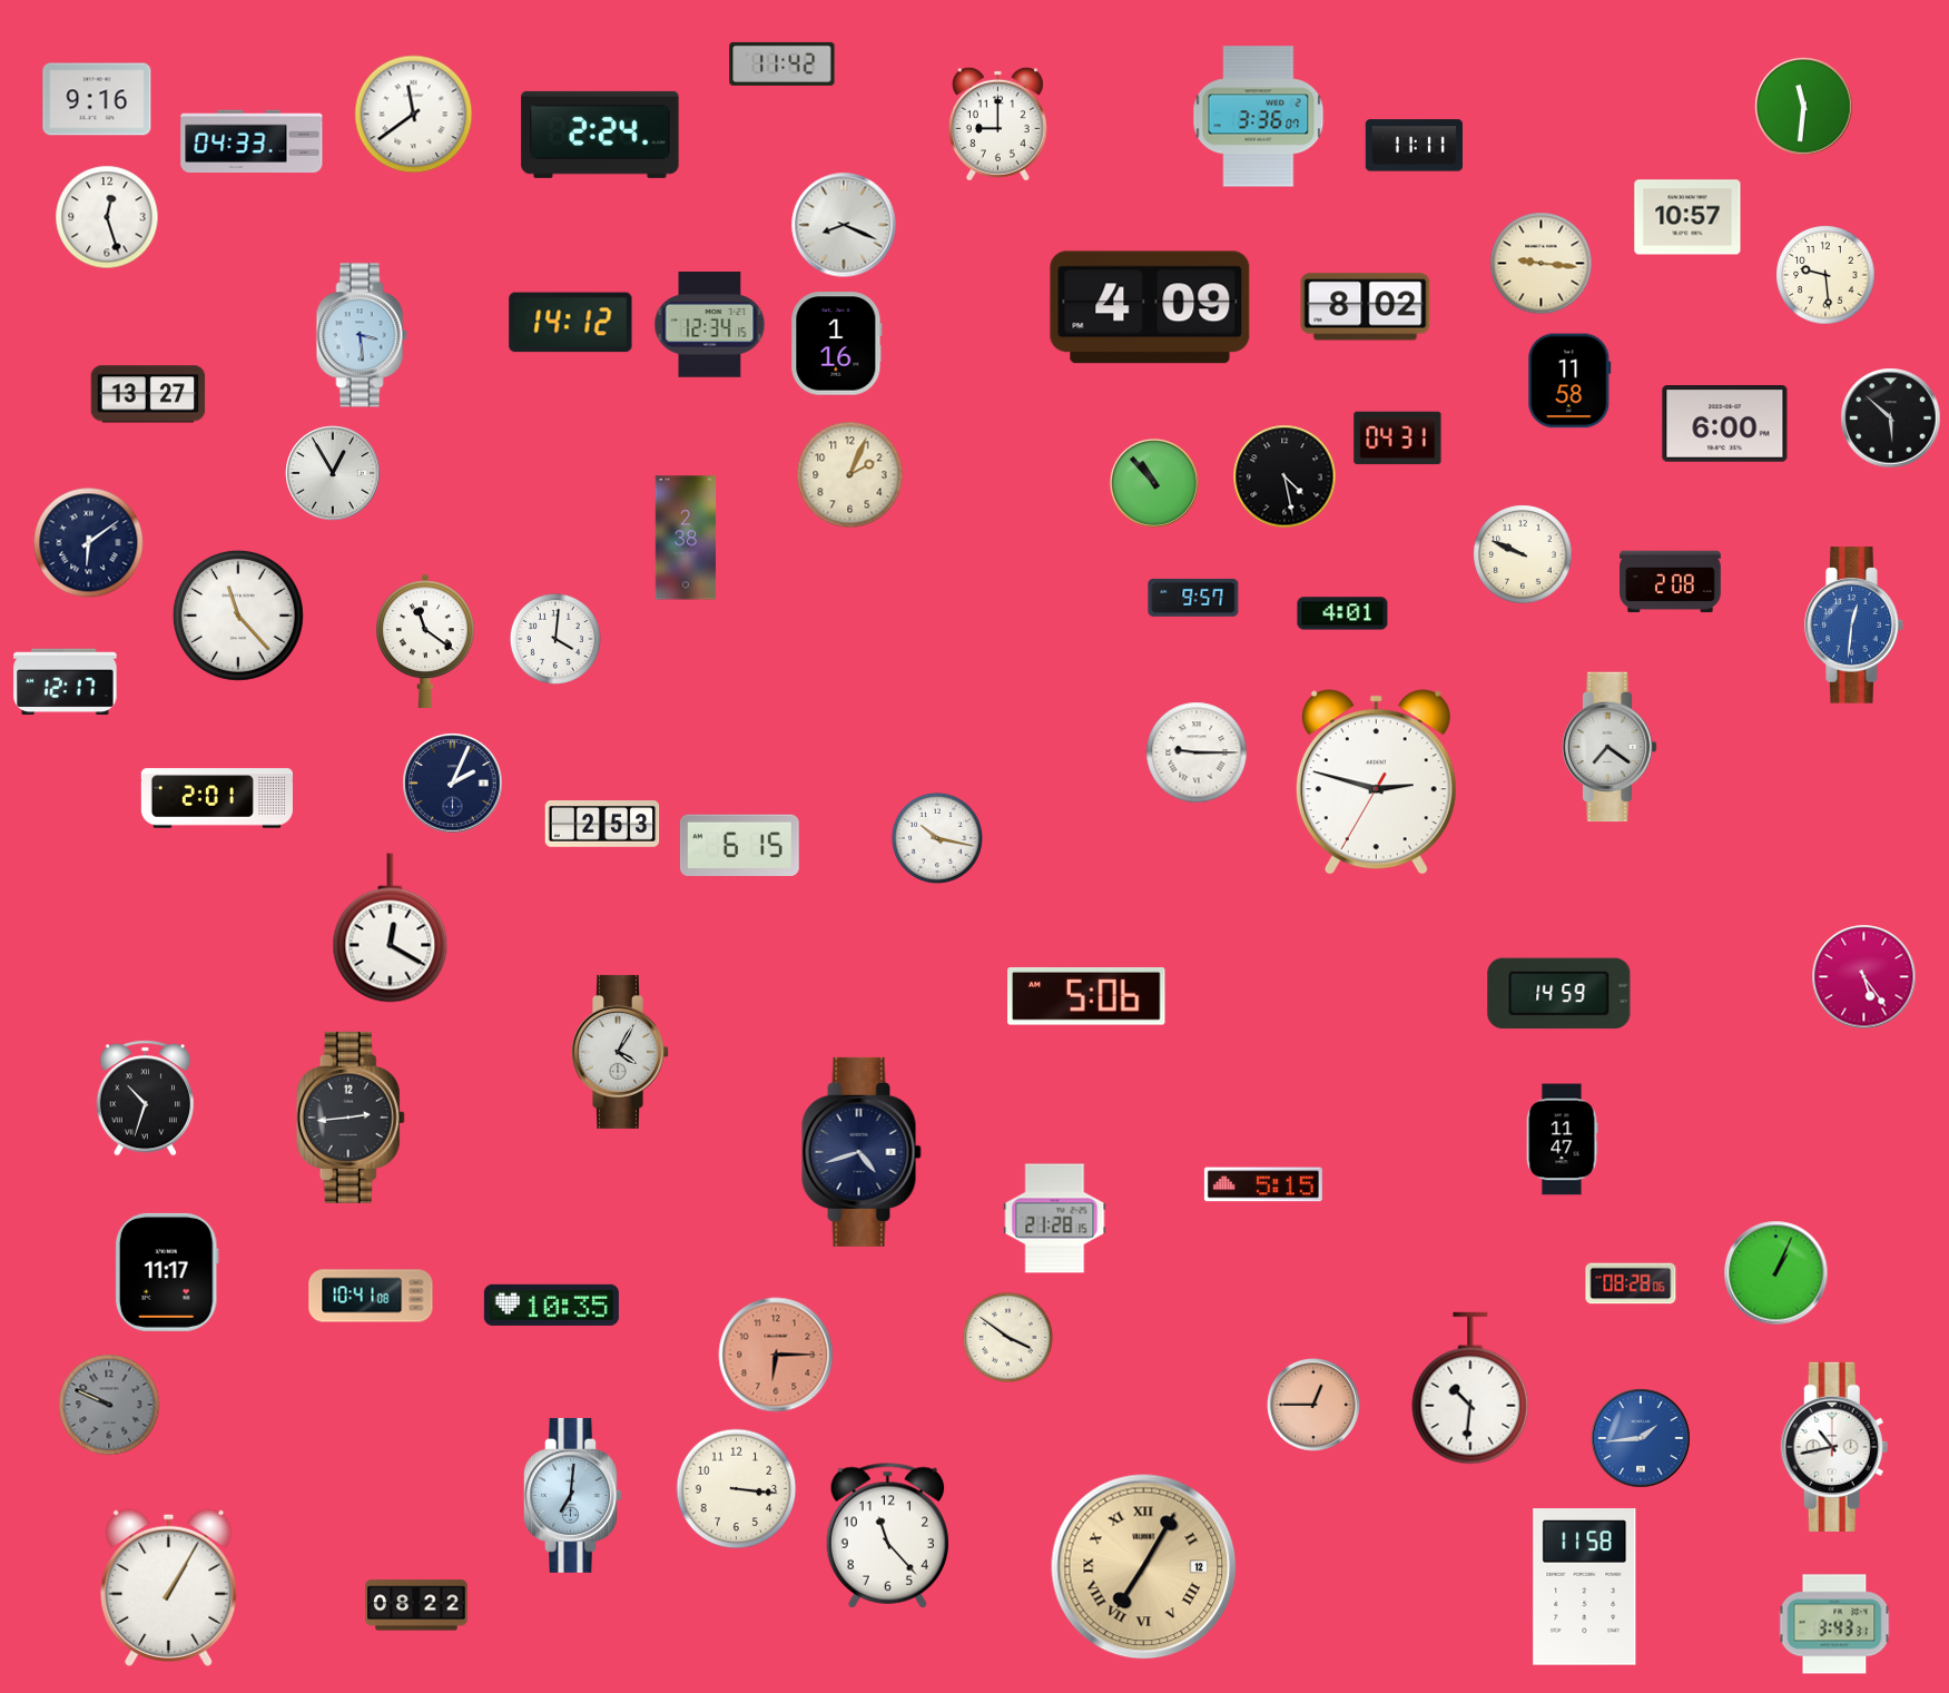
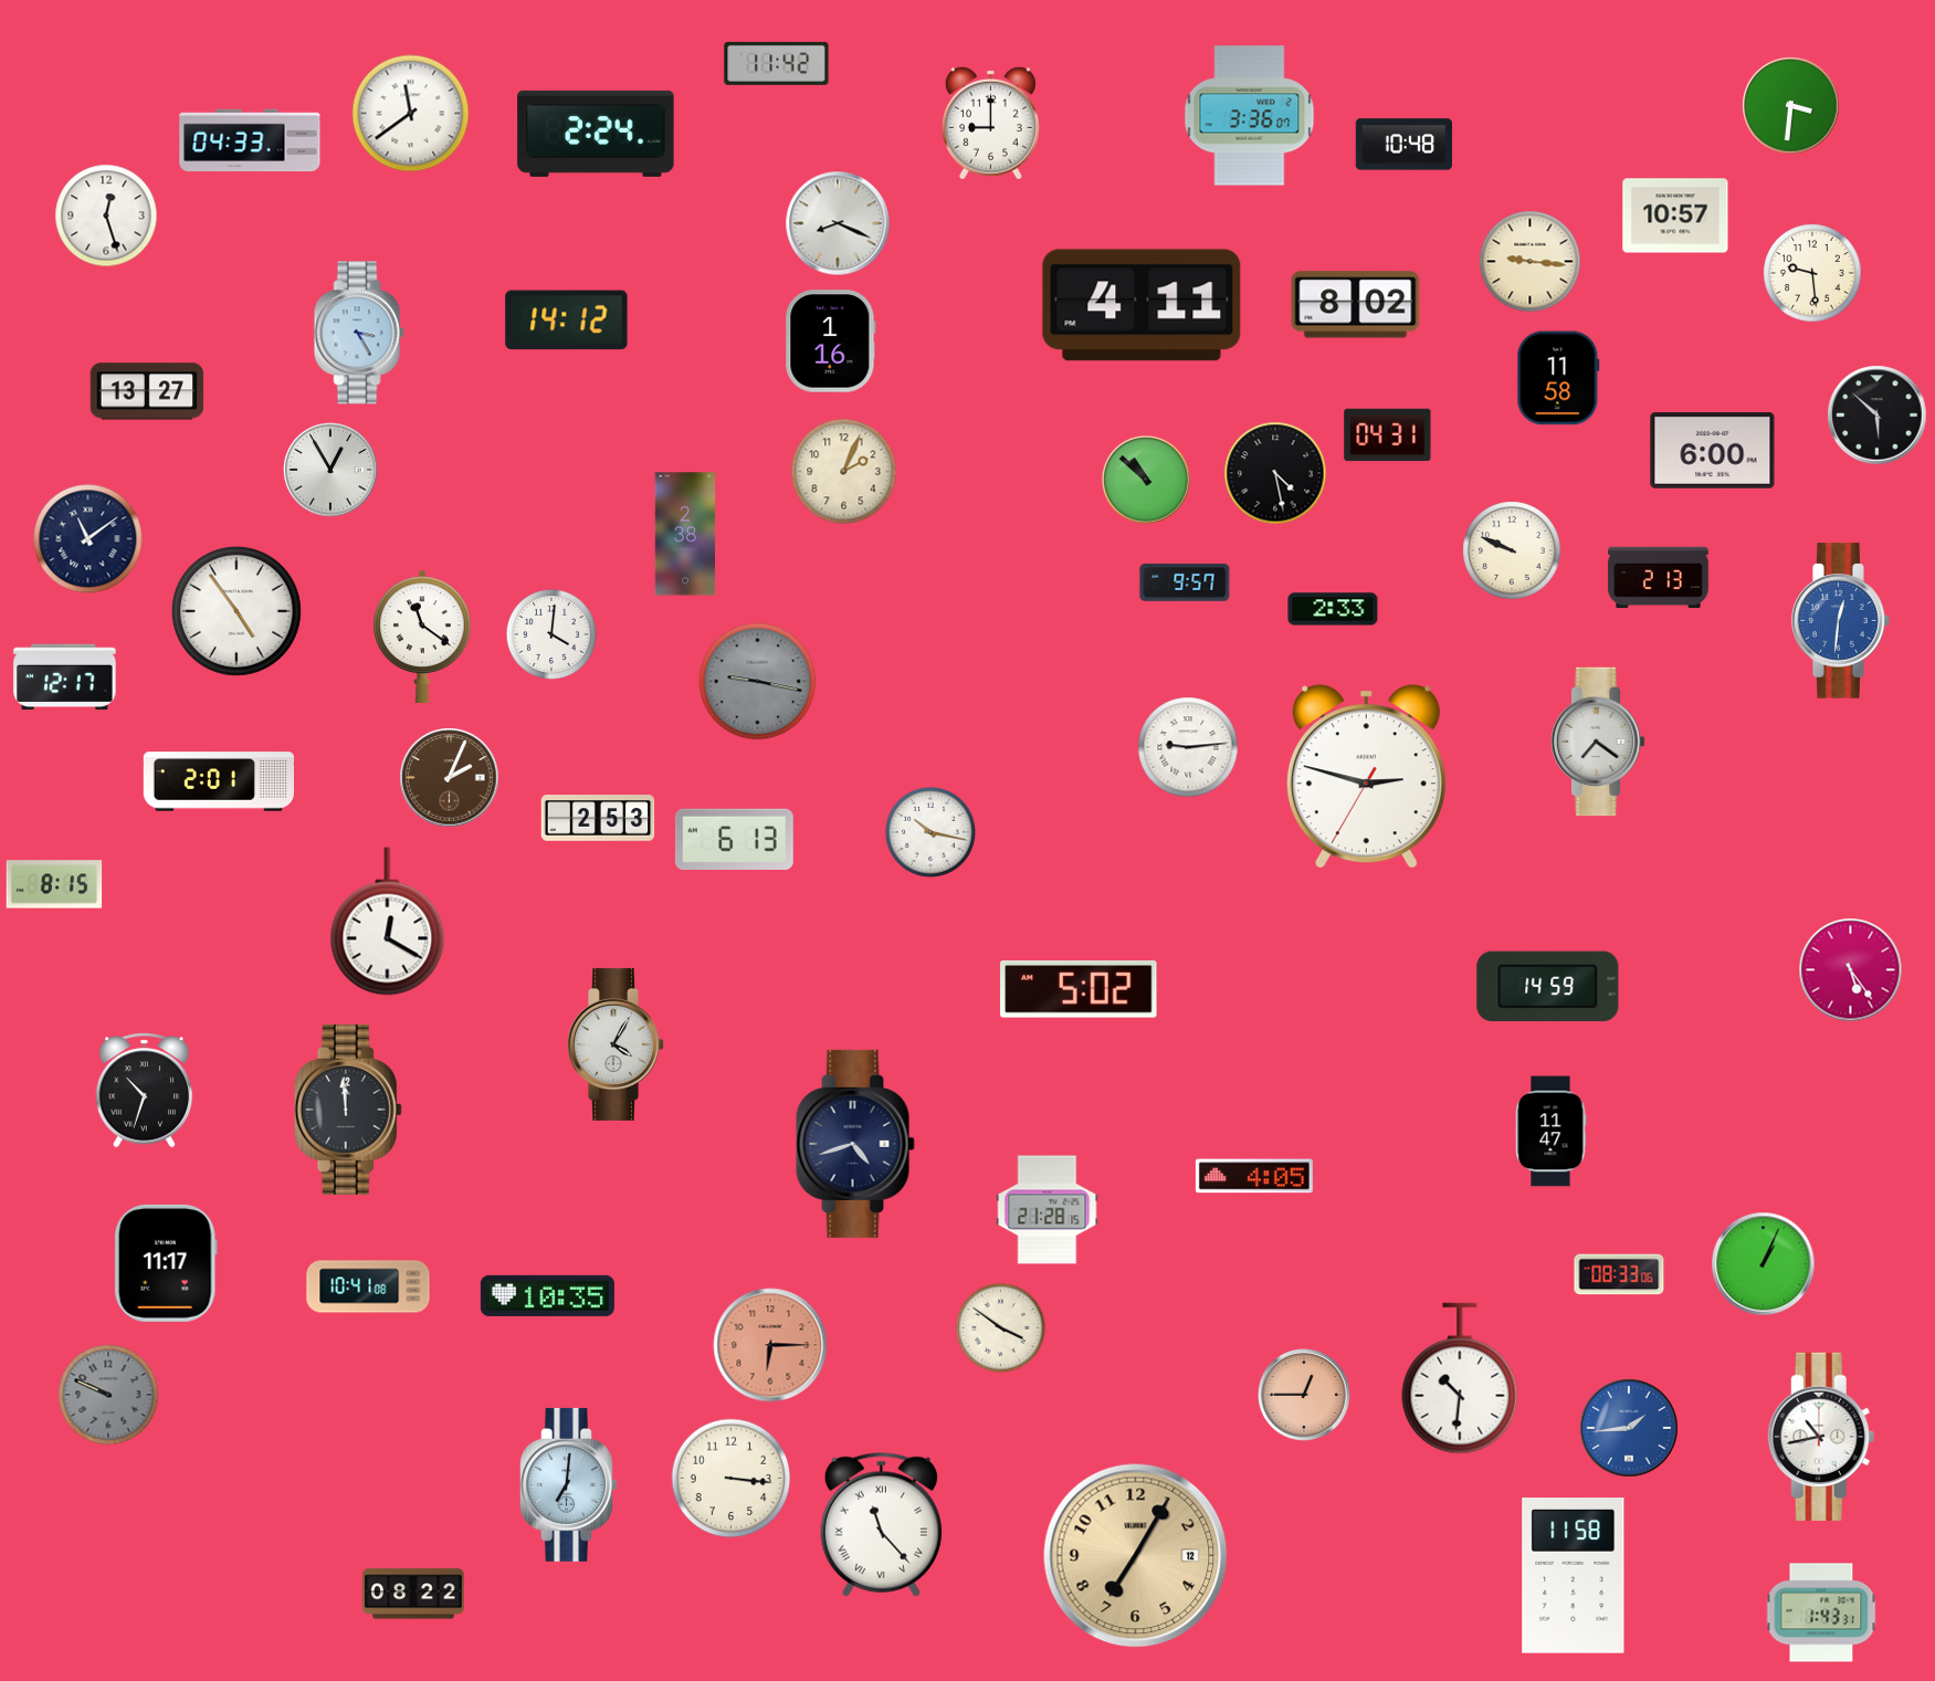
clock at (97, 99): 9:16 -> none
clock at (1804, 107): 11:31 -> 3:31
clock at (1414, 146): 11:11 -> 10:48
clock at (1150, 307): 4:09 -> 4:11
clock at (710, 325): 12:34 -> none
clock at (362, 335): 3:29 -> 3:25
clock at (1725, 424) position: (1725, 424) -> (1713, 451)
clock at (1154, 483): 10:53 -> 10:52
clock at (686, 538) position: (686, 538) -> (685, 534)
clock at (89, 543): 6:09 -> 11:09
clock at (1671, 582): 2:08 -> 2:13
clock at (1193, 598) position: (1193, 598) -> (1185, 582)
clock at (1342, 613): 4:01 -> 2:33
clock at (238, 616): 11:23 -> 4:54
clock at (758, 682): none -> 9:17
clock at (1197, 752): 9:15 -> 9:14
clock at (453, 784) dial: navy -> brown
clock at (216, 798) position: (216, 798) -> (218, 781)
clock at (739, 846): 6:15 -> 6:13
clock at (54, 884): none -> 8:15
clock at (1086, 997): 5:06 -> 5:02
clock at (351, 1118): 2:44 -> 11:59
clock at (1263, 1184): 5:15 -> 4:05
clock at (1631, 1283): 08:28 -> 08:33
clock at (887, 1535) numerals: Arabic -> Roman
clock at (1144, 1567) numerals: Roman -> Arabic
clock at (169, 1587): 1:05 -> none
clock at (1834, 1624): 3:43 -> 1:43
